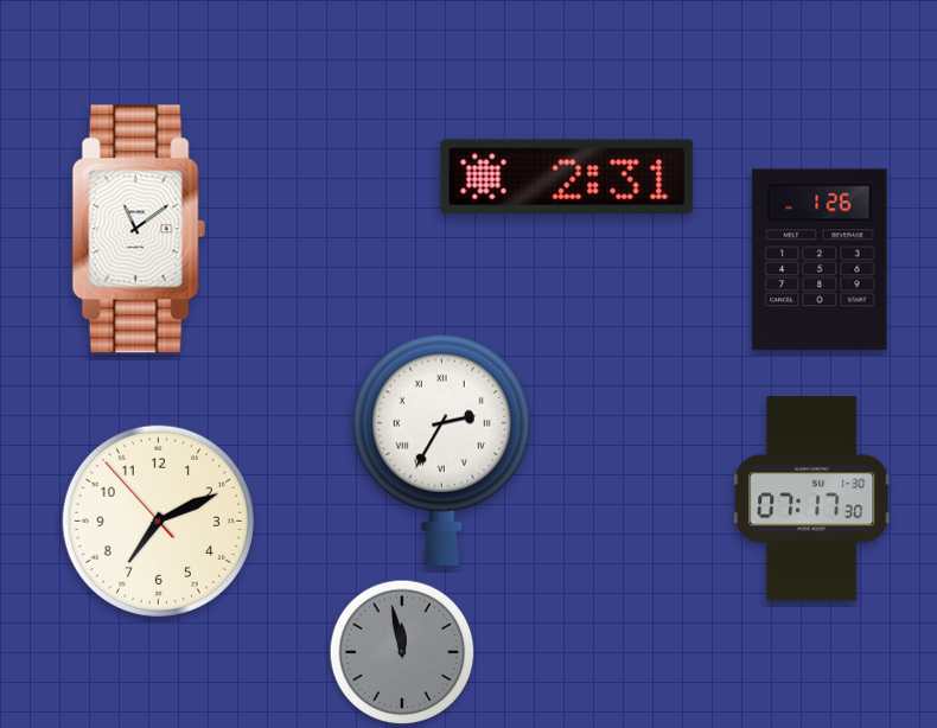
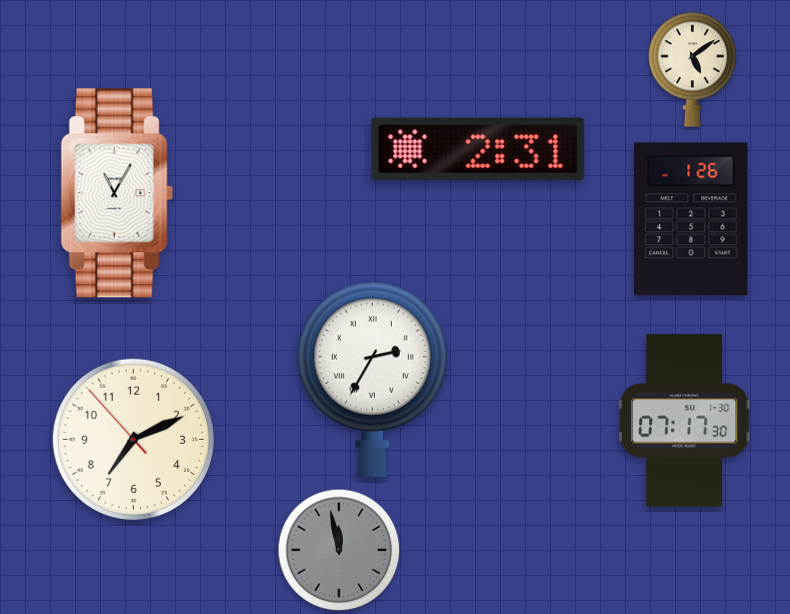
clock at (693, 70): none -> 5:09
clock at (139, 229): 11:09 -> 11:05
